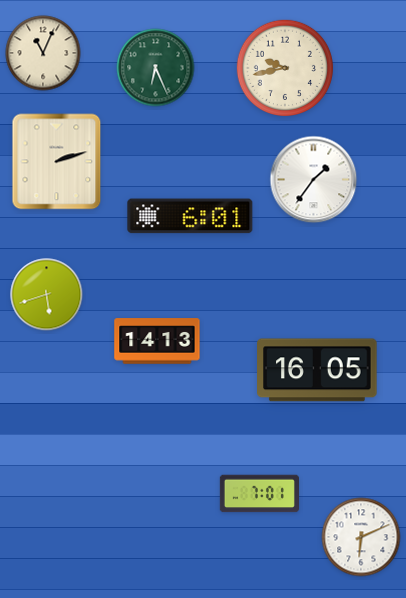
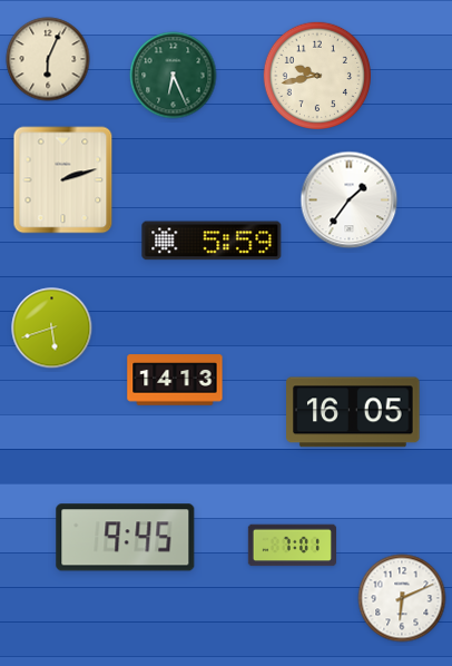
clock at (43, 53): 11:04 -> 6:04
clock at (190, 216): 6:01 -> 5:59
clock at (126, 538): none -> 9:45
clock at (259, 494) position: (259, 494) -> (292, 546)
